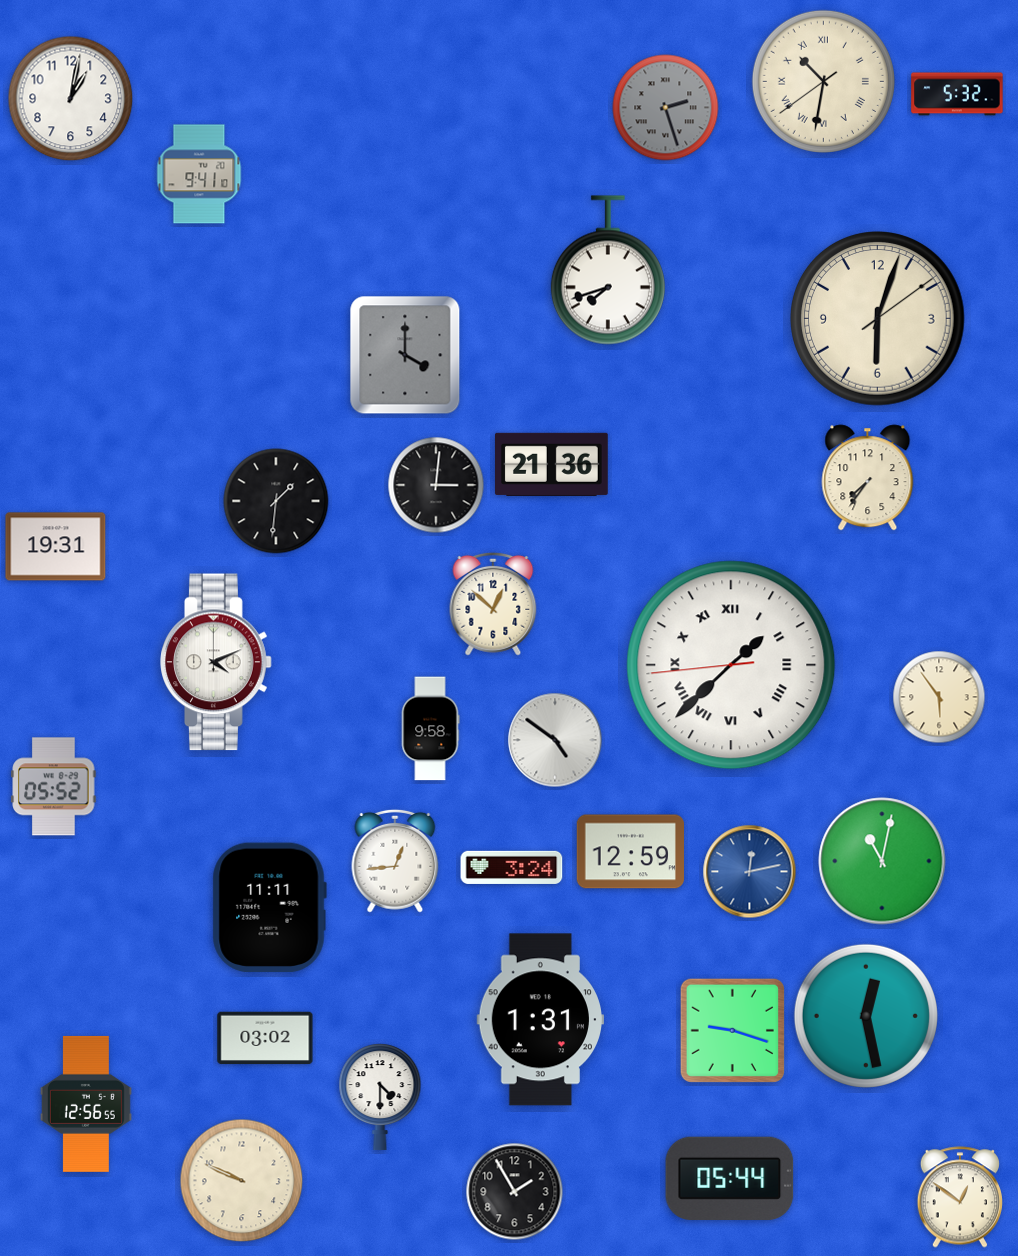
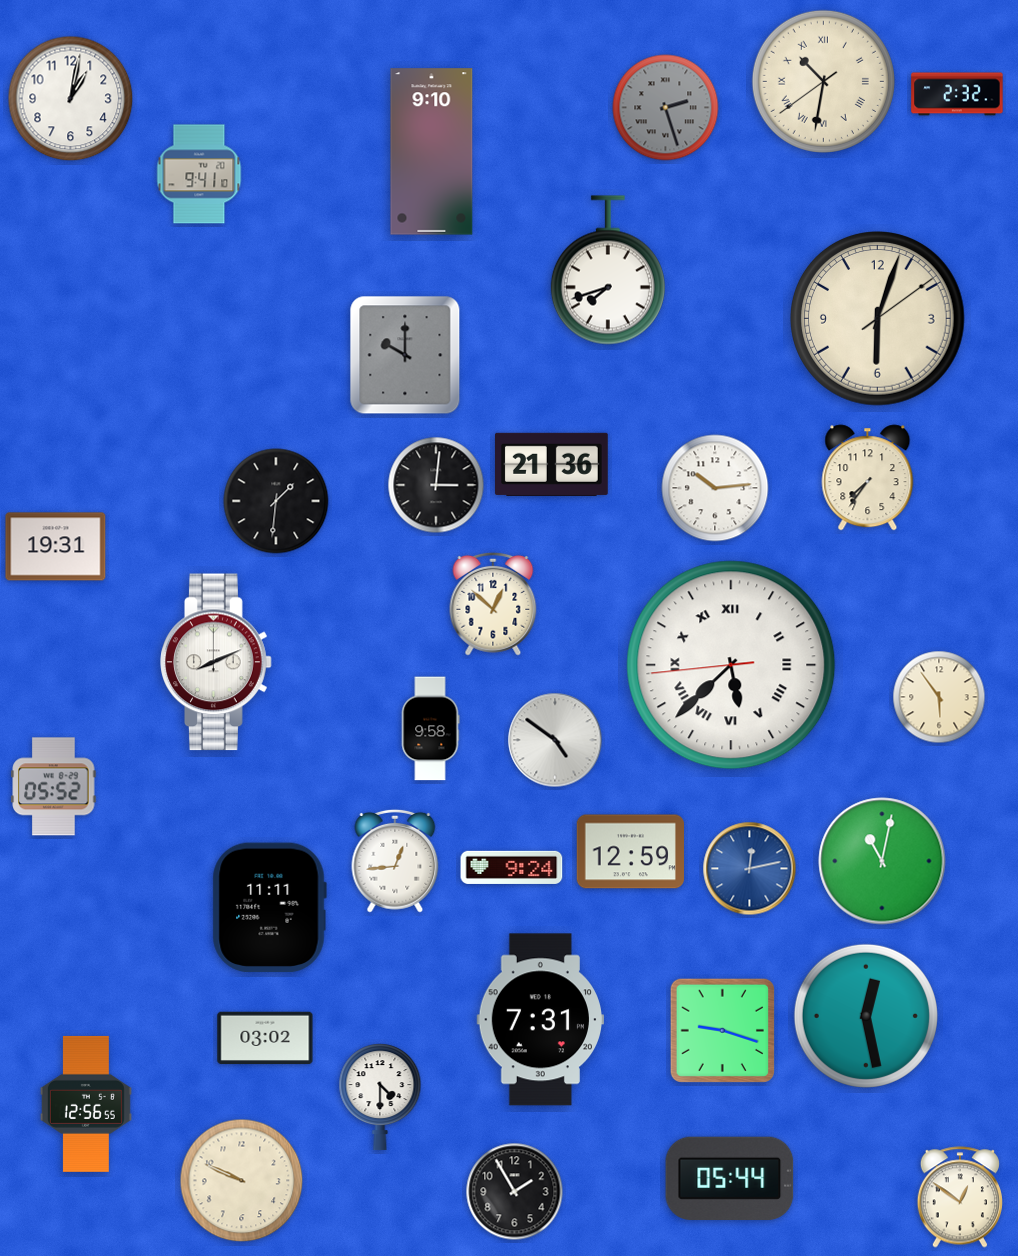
clock at (957, 94): 5:32 -> 2:32
clock at (432, 152): none -> 9:10
clock at (405, 355): 4:00 -> 10:00
clock at (715, 488): none -> 10:14
clock at (216, 662): 4:11 -> 8:11
clock at (731, 665): 1:37 -> 5:37
clock at (512, 867): 3:24 -> 9:24
clock at (750, 872) position: (750, 872) -> (750, 869)
clock at (540, 1020): 1:31 -> 7:31
clock at (732, 1030) position: (732, 1030) -> (722, 1030)
